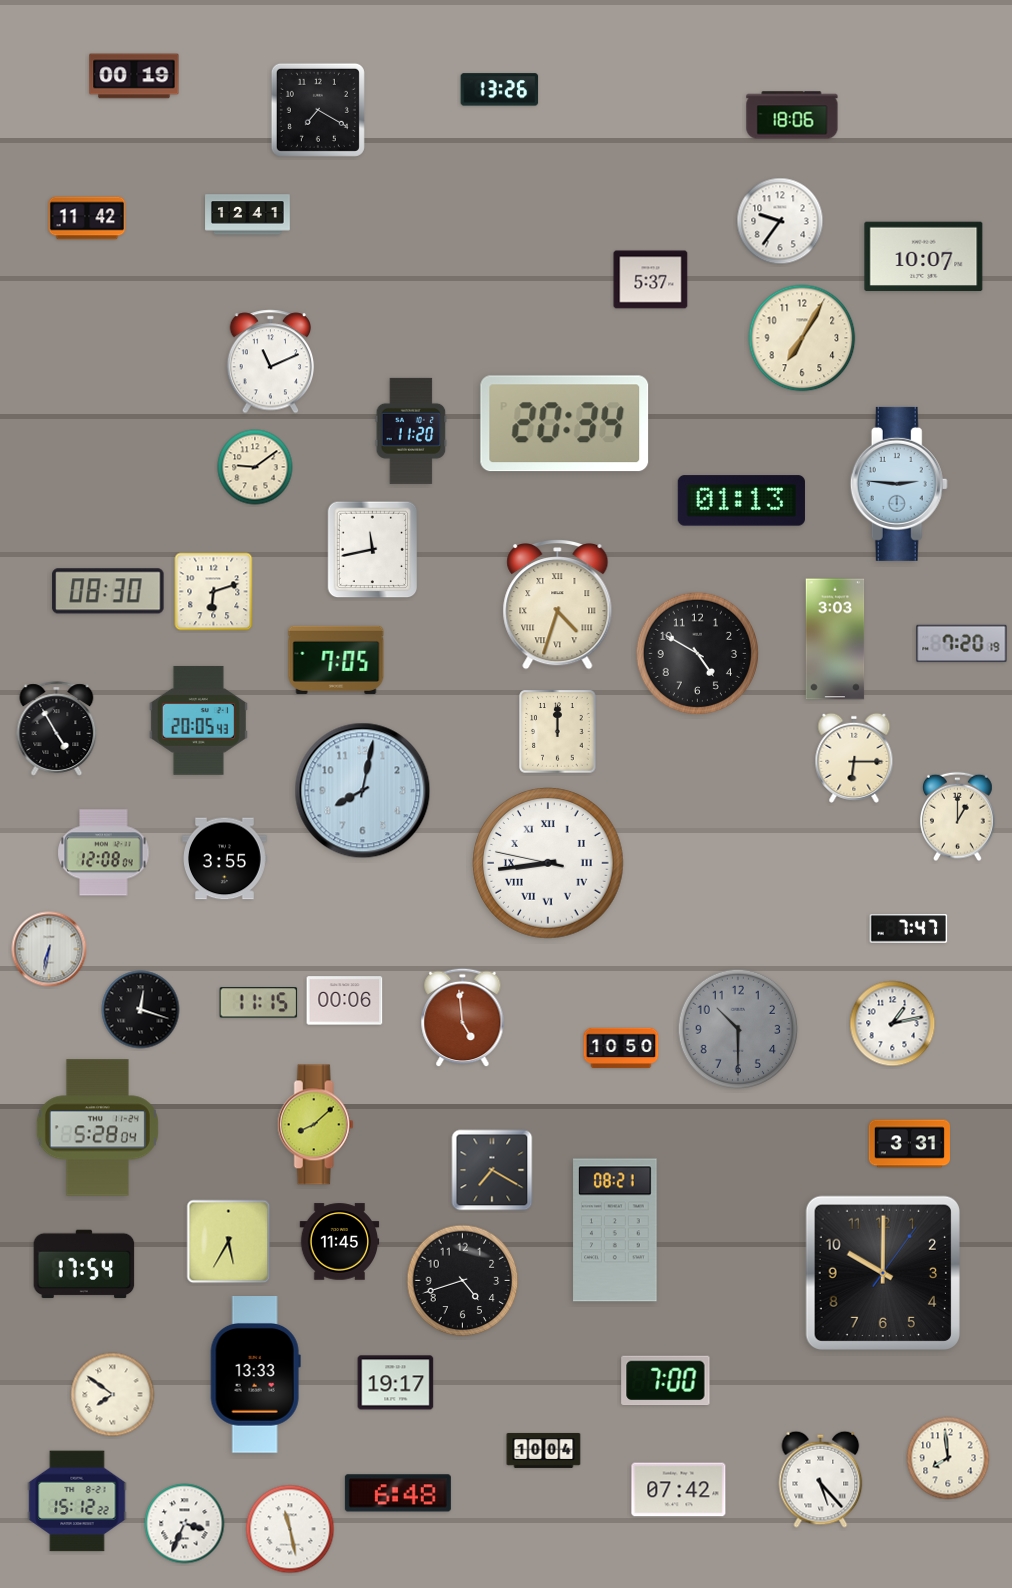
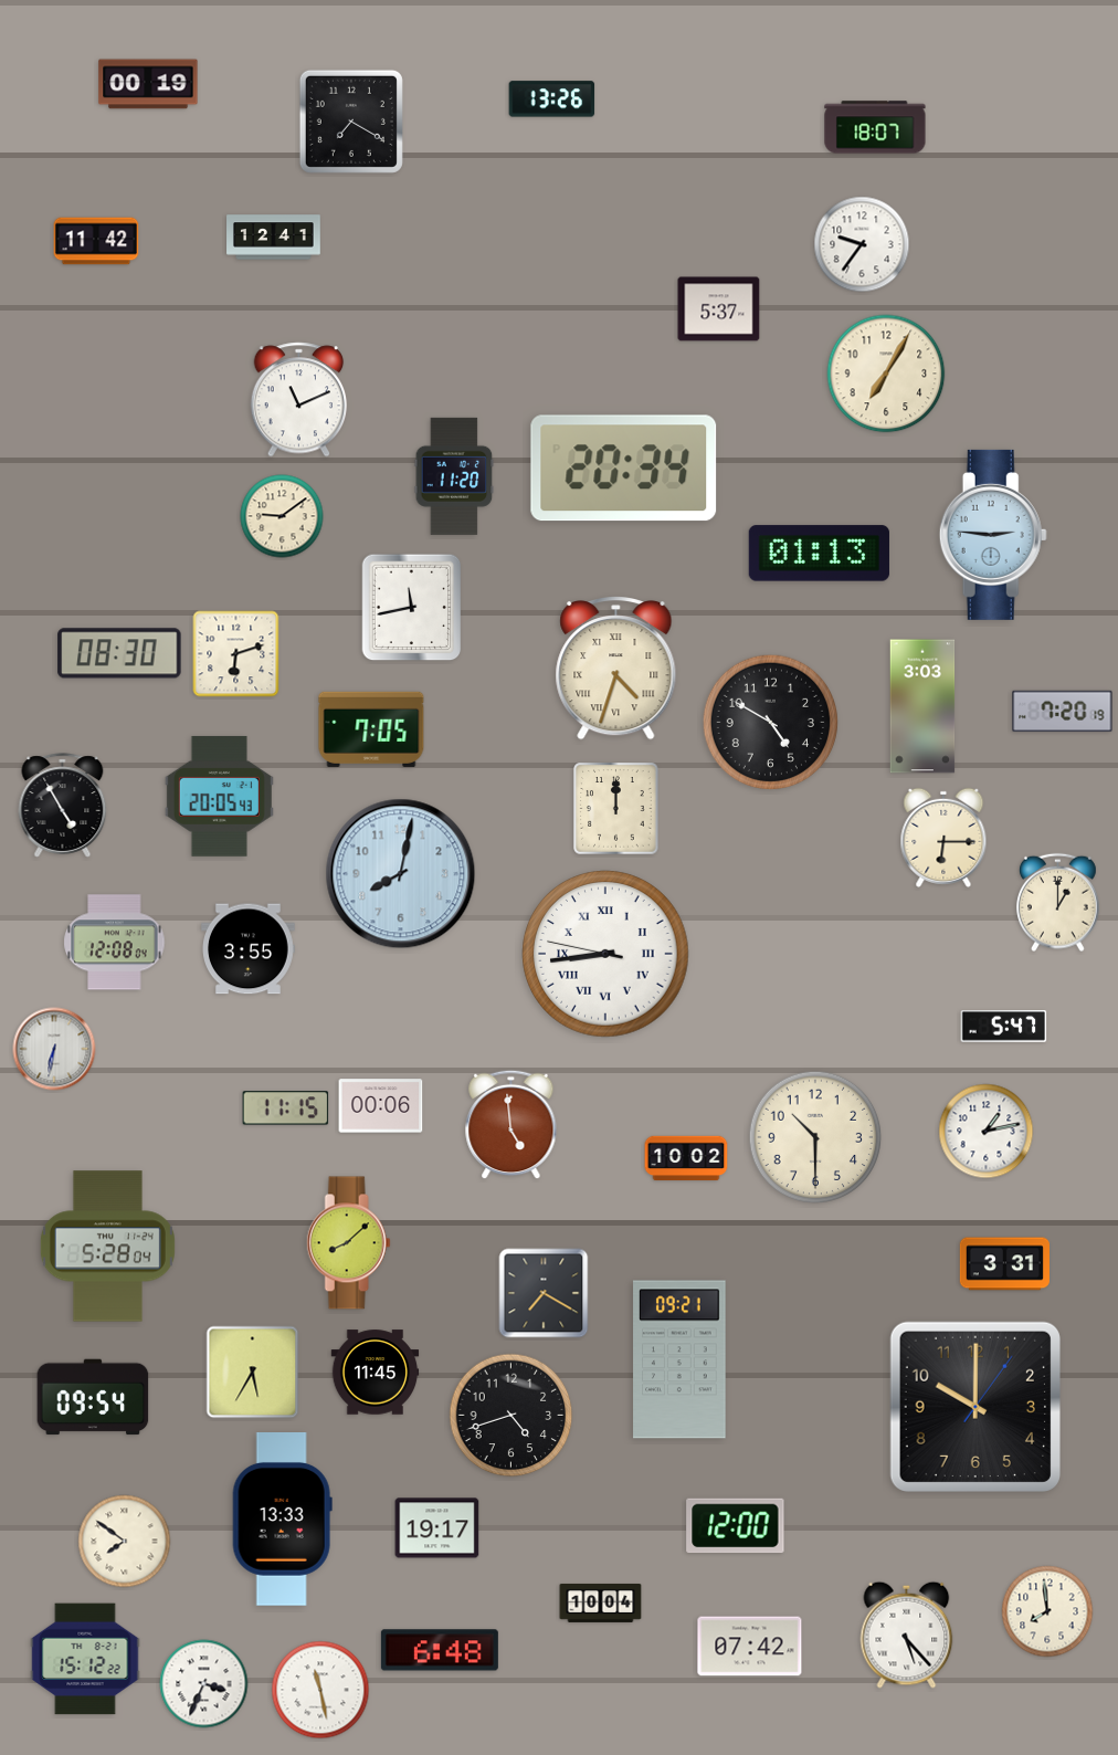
clock at (792, 115): 18:06 -> 18:07
clock at (924, 257): 10:07 -> none
clock at (909, 929): 7:47 -> 5:47
clock at (141, 1010): 12:18 -> none
clock at (738, 1029) dial: grey -> cream
clock at (621, 1048): 10:50 -> 10:02
clock at (615, 1230): 08:21 -> 09:21
clock at (84, 1264): 17:54 -> 09:54
clock at (666, 1381): 7:00 -> 12:00
